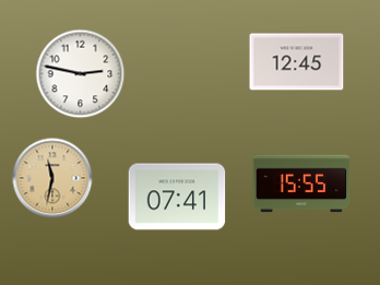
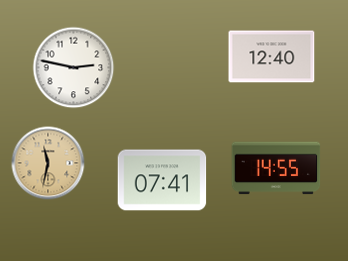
clock at (297, 62): 12:45 -> 12:40
clock at (301, 183): 15:55 -> 14:55
